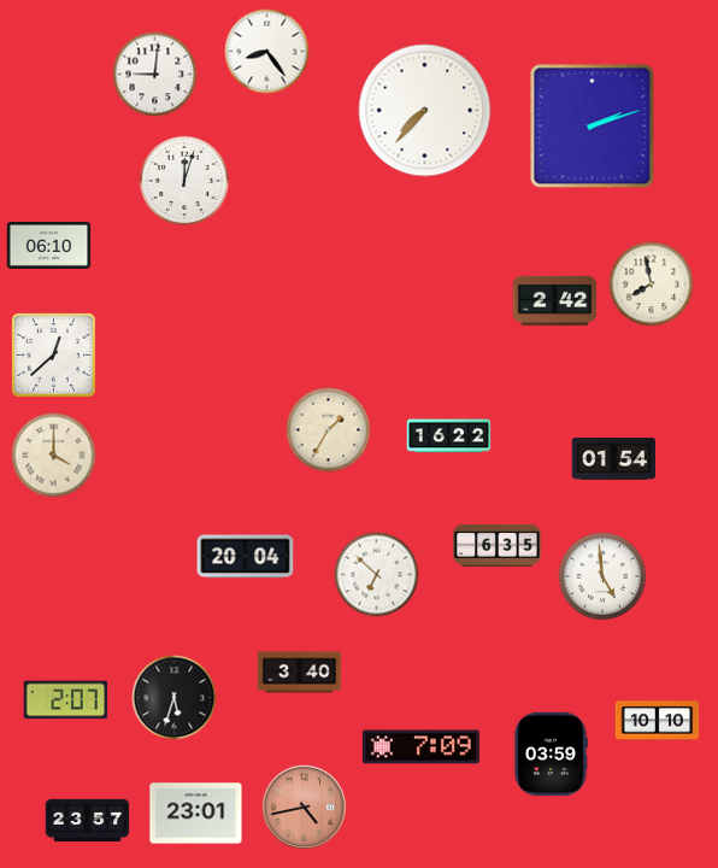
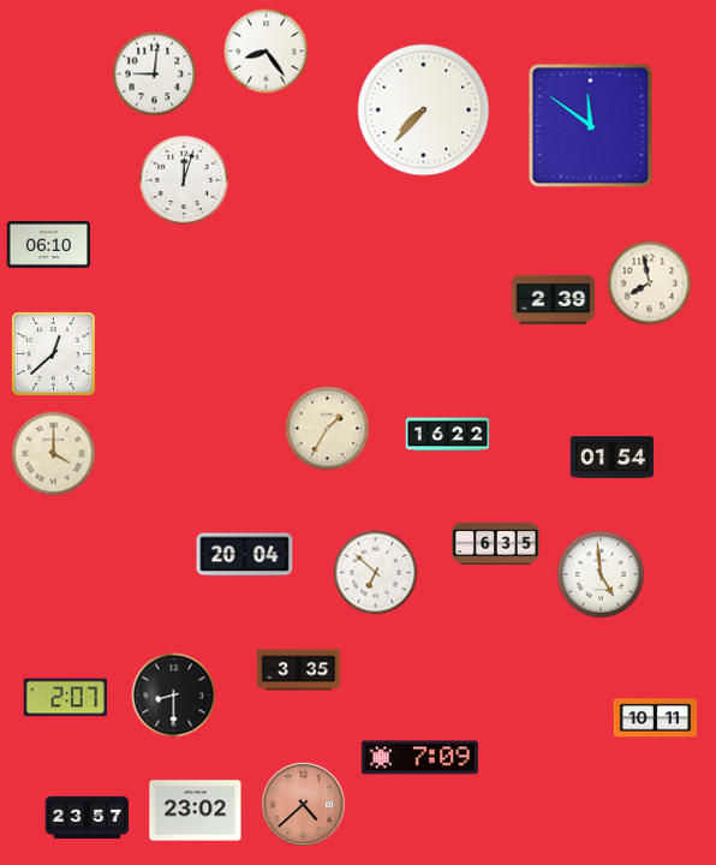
clock at (593, 127): 2:12 -> 11:51
clock at (555, 300): 2:42 -> 2:39
clock at (300, 673): 3:40 -> 3:35
clock at (175, 698): 5:33 -> 8:30
clock at (658, 721): 10:10 -> 10:11
clock at (420, 747) position: (420, 747) -> (419, 758)
clock at (551, 755): 03:59 -> none
clock at (304, 807): 4:43 -> 4:38
clock at (196, 814): 23:01 -> 23:02
